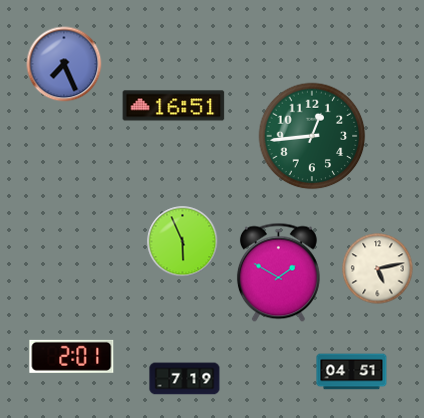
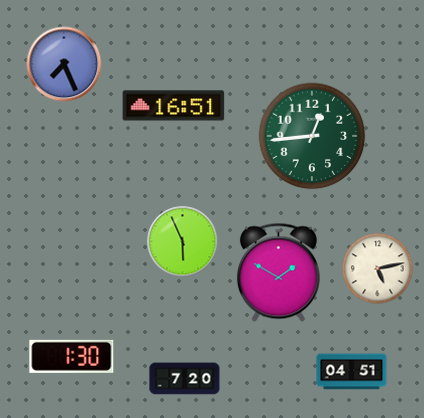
clock at (72, 356): 2:01 -> 1:30
clock at (185, 379): 7:19 -> 7:20
